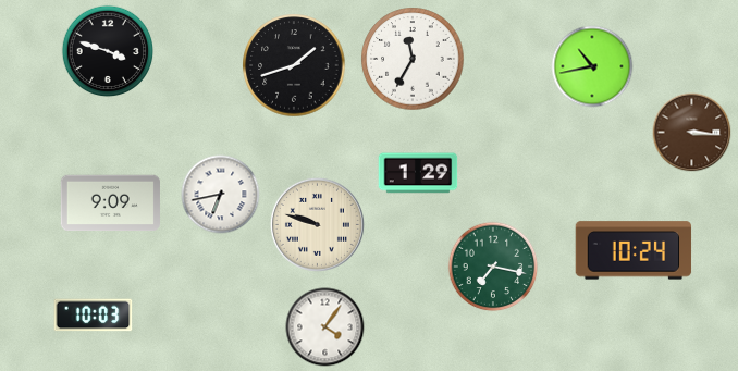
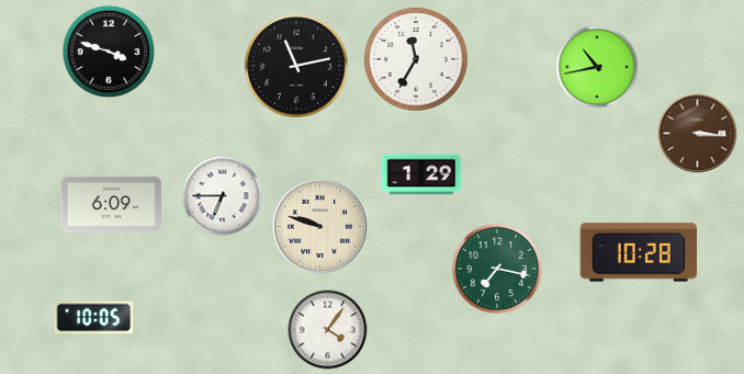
clock at (294, 65): 1:42 -> 11:13
clock at (221, 195): 6:43 -> 6:45
clock at (110, 203): 9:09 -> 6:09
clock at (634, 250): 10:24 -> 10:28
clock at (94, 316): 10:03 -> 10:05
